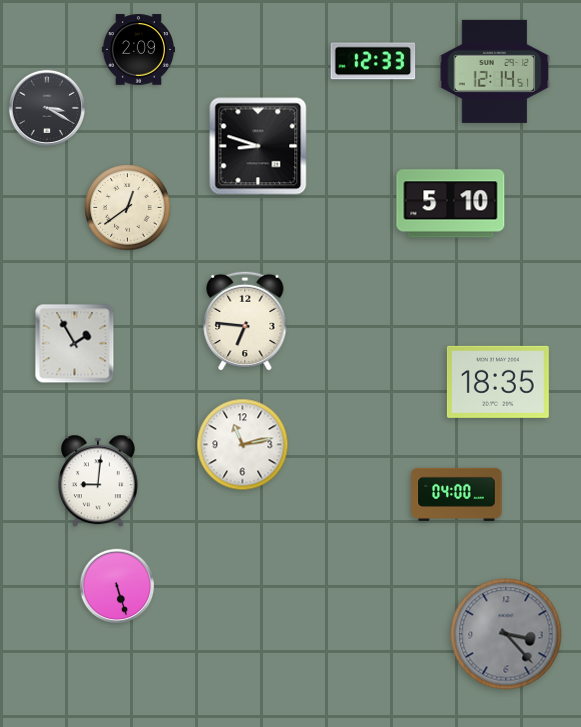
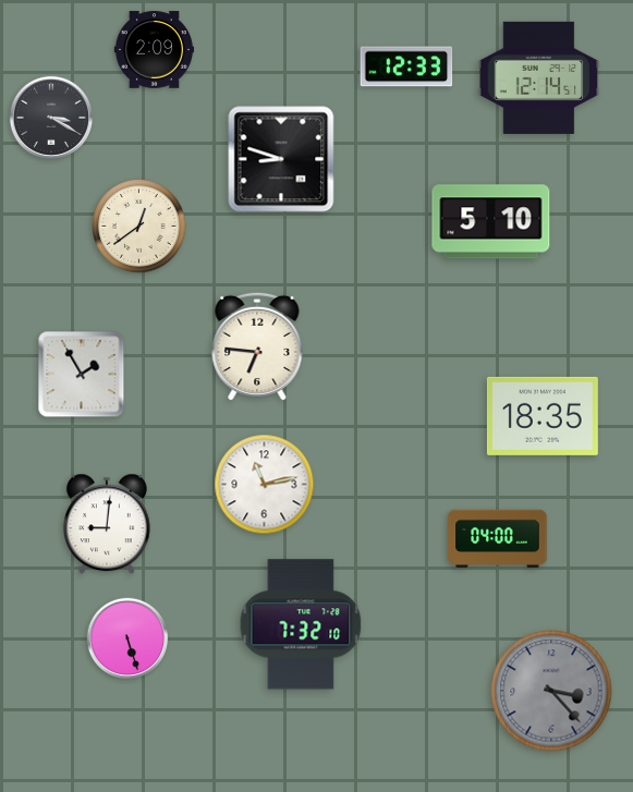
clock at (138, 50) position: (138, 50) -> (154, 50)
clock at (245, 321) position: (245, 321) -> (257, 346)
clock at (301, 624): none -> 7:32
